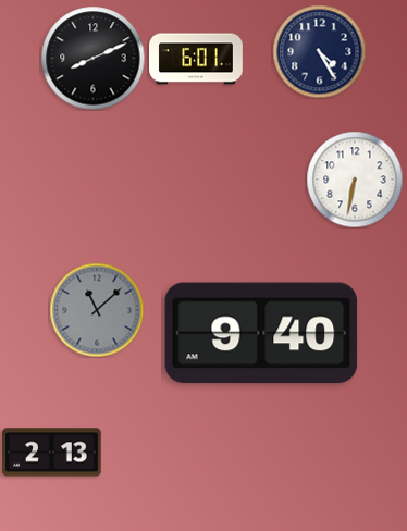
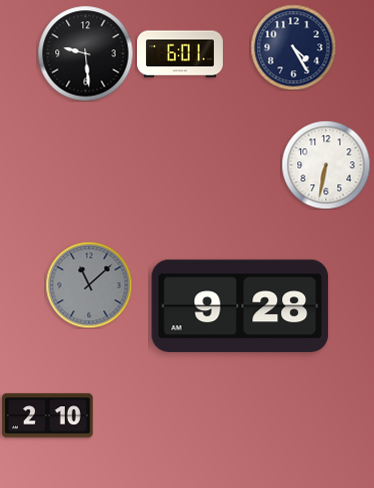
clock at (92, 58): 8:11 -> 9:29
clock at (261, 333): 9:40 -> 9:28
clock at (52, 453): 2:13 -> 2:10
